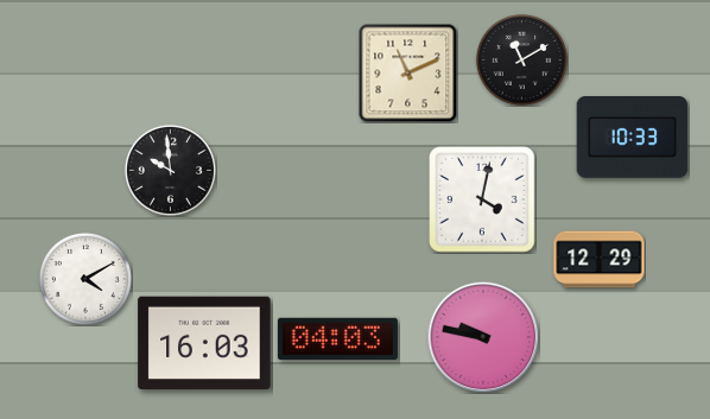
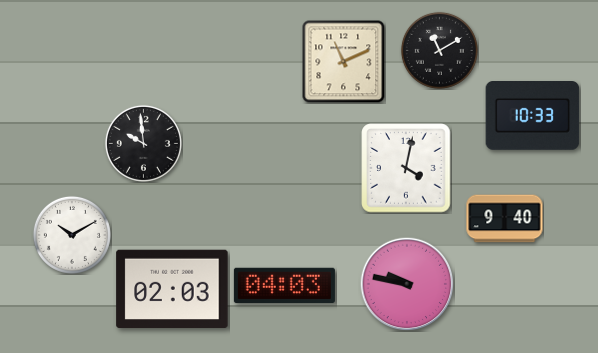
clock at (600, 260): 12:29 -> 9:40
clock at (85, 279): 4:10 -> 10:10
clock at (204, 343): 16:03 -> 02:03
